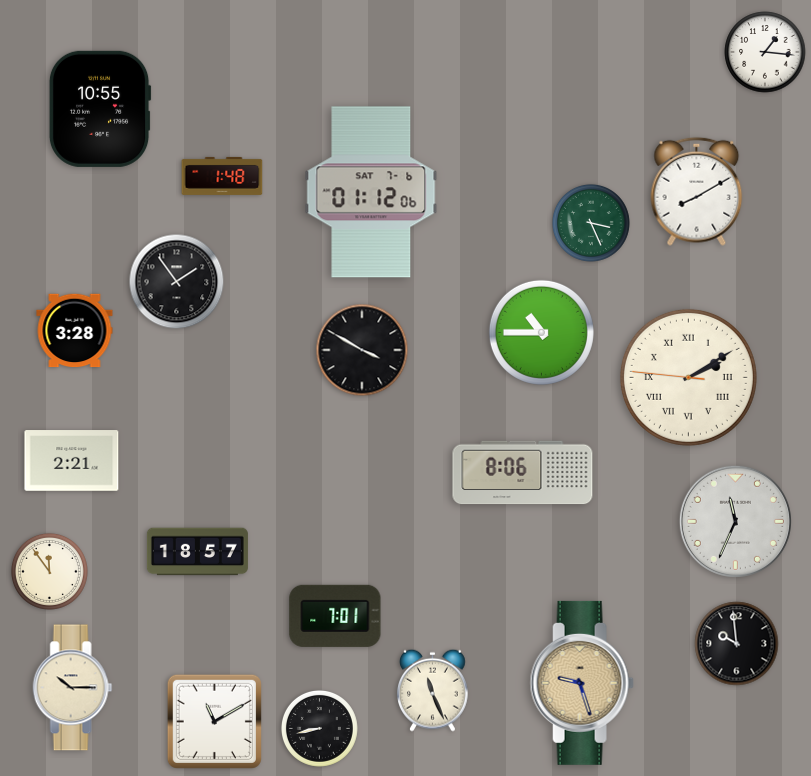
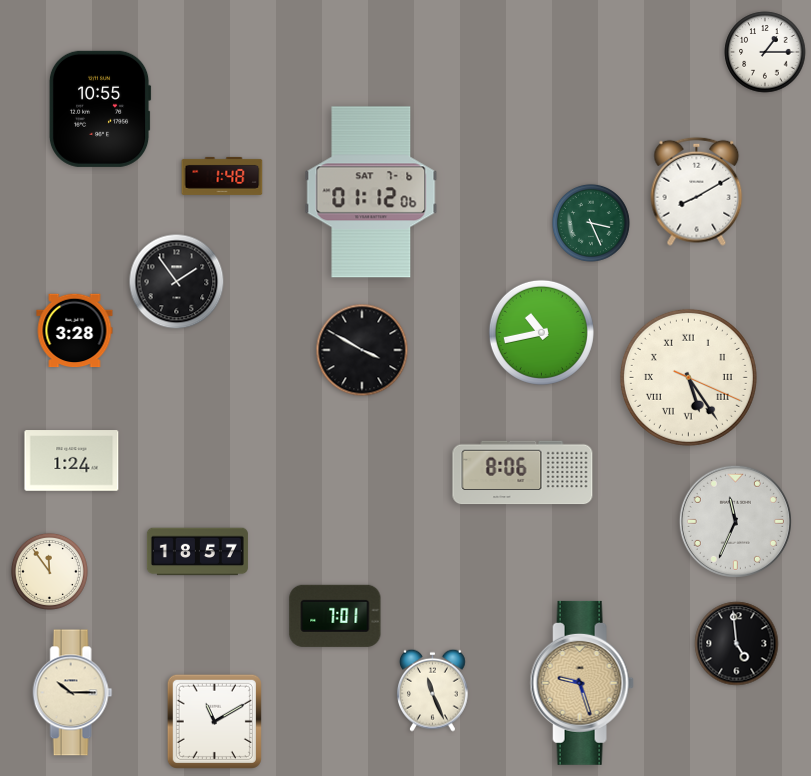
clock at (765, 52): 1:16 -> 1:15
clock at (541, 332): 10:45 -> 10:43
clock at (688, 377): 2:09 -> 5:24
clock at (72, 461): 2:21 -> 1:24
clock at (737, 644): 9:59 -> 4:59
clock at (73, 688) position: (73, 688) -> (73, 693)
clock at (319, 728): 8:43 -> none
